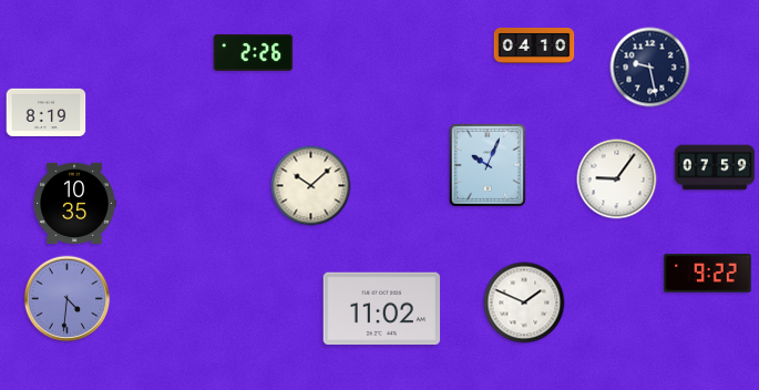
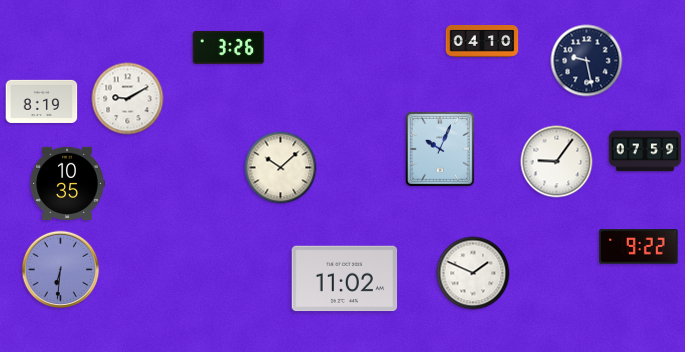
clock at (254, 52): 2:26 -> 3:26
clock at (128, 99): none -> 9:10
clock at (68, 299): 4:31 -> 6:31
